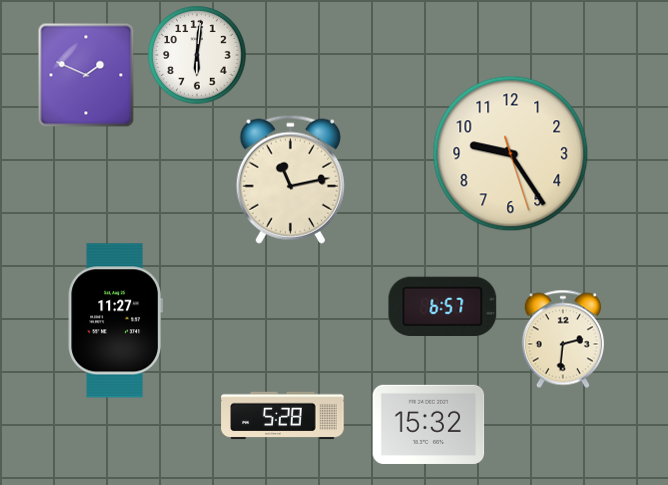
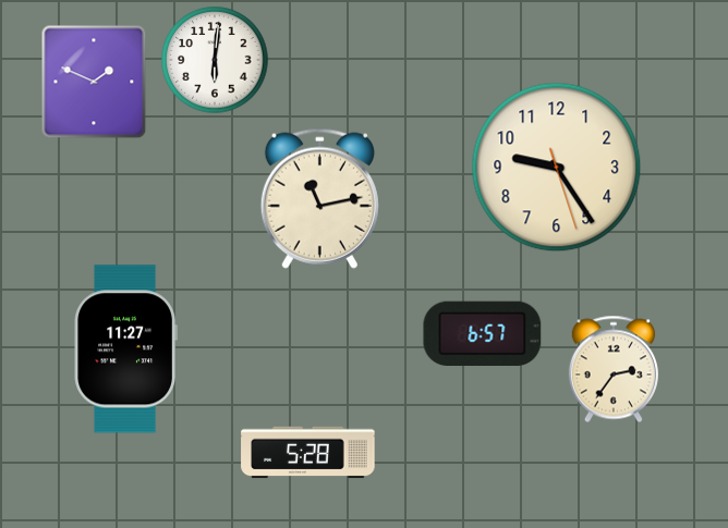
clock at (290, 179) position: (290, 179) -> (319, 198)
clock at (563, 339): 2:31 -> 2:36
clock at (429, 424): 15:32 -> none
